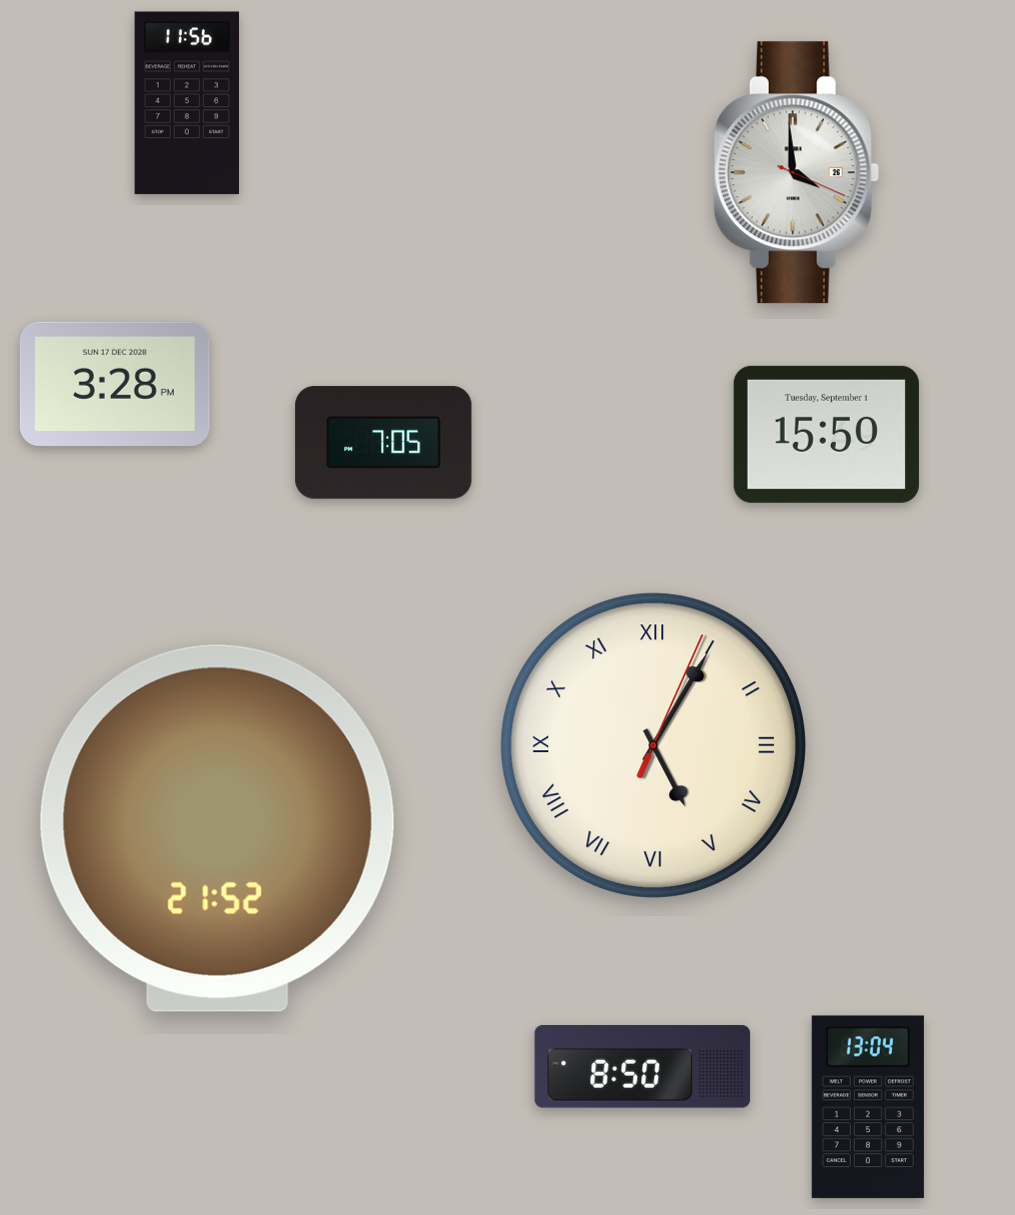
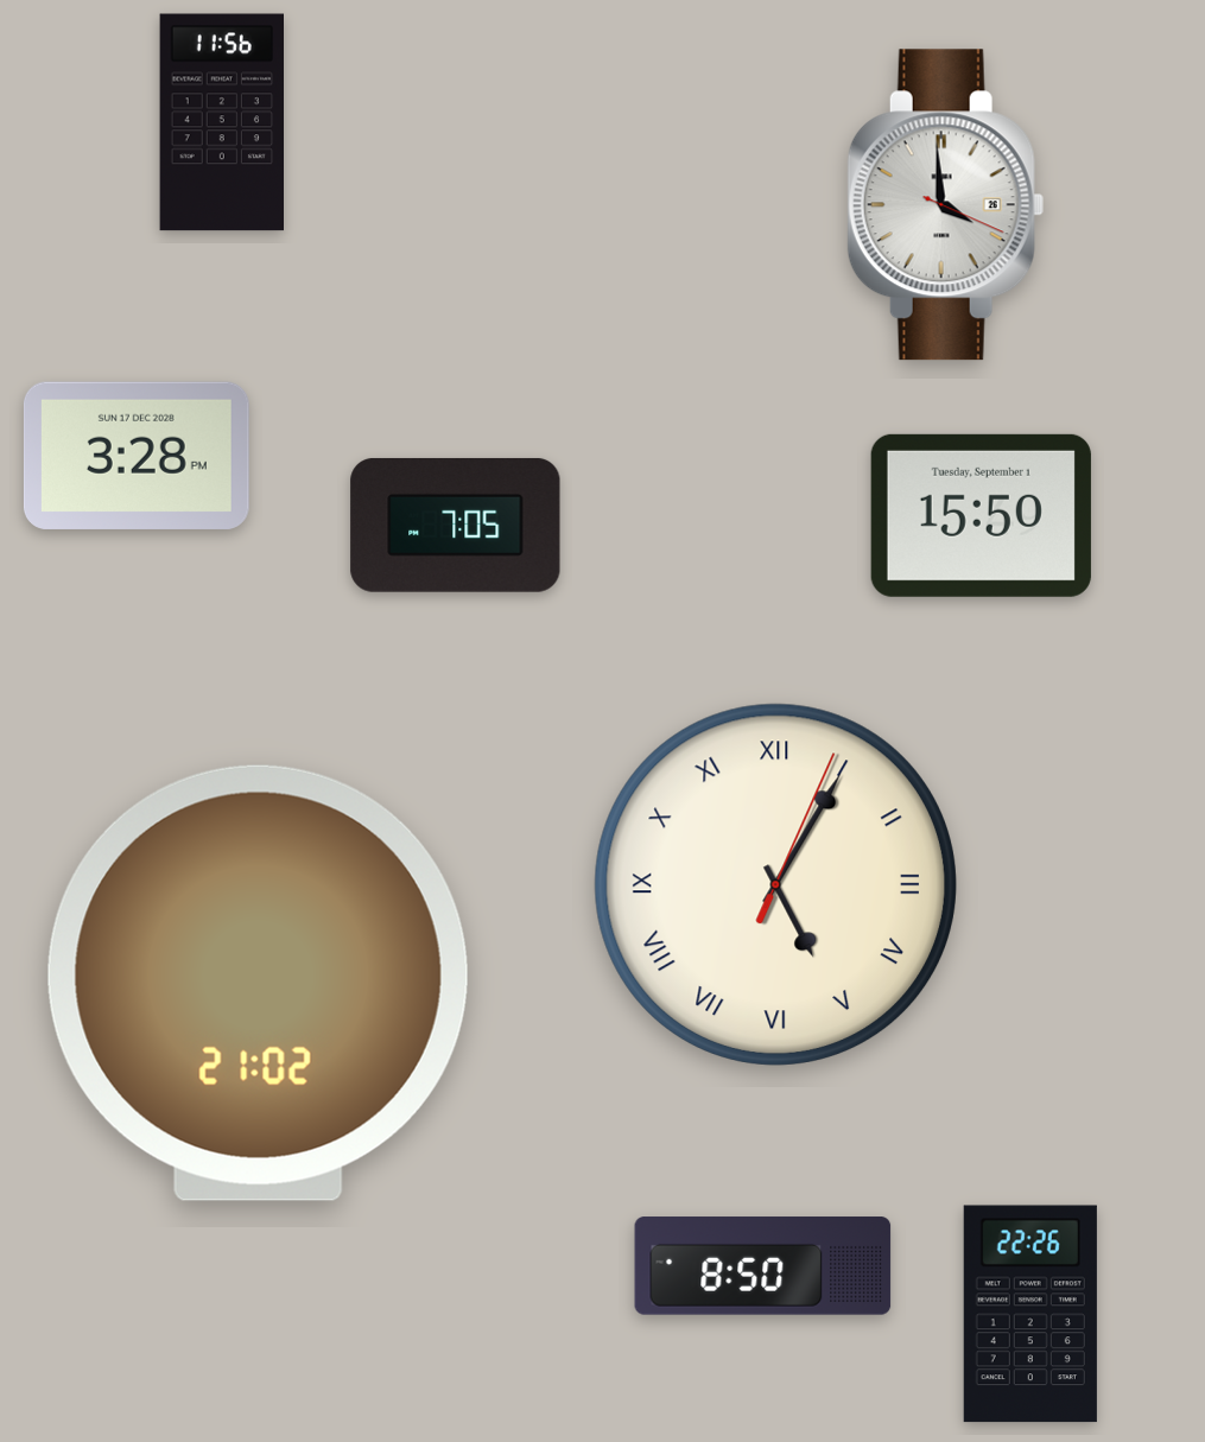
clock at (217, 828): 21:52 -> 21:02
clock at (868, 1107): 13:04 -> 22:26
